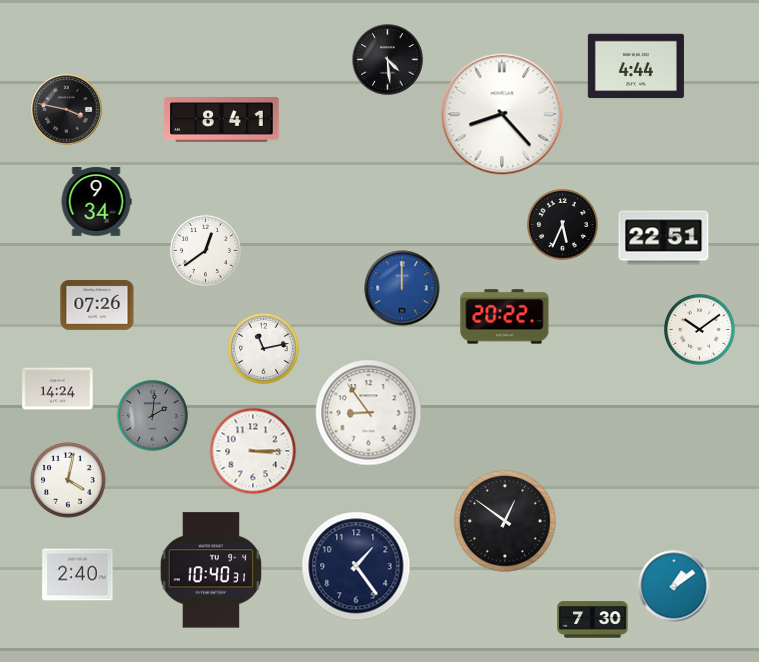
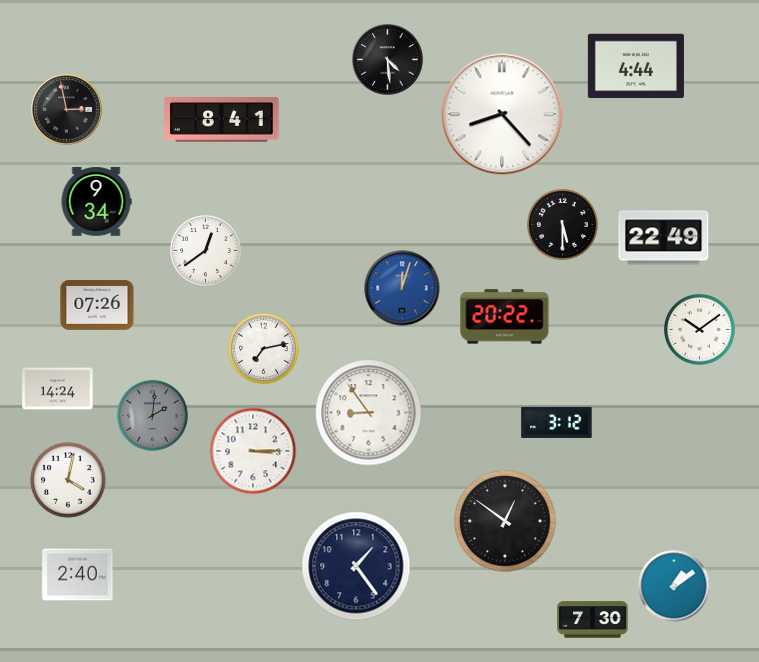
clock at (67, 110): 3:47 -> 2:58
clock at (562, 224): 5:34 -> 5:30
clock at (664, 238): 22:51 -> 22:49
clock at (402, 288): 12:00 -> 12:03
clock at (263, 348): 11:13 -> 7:13
clock at (557, 422): none -> 3:12
clock at (211, 570): 10:40 -> none
